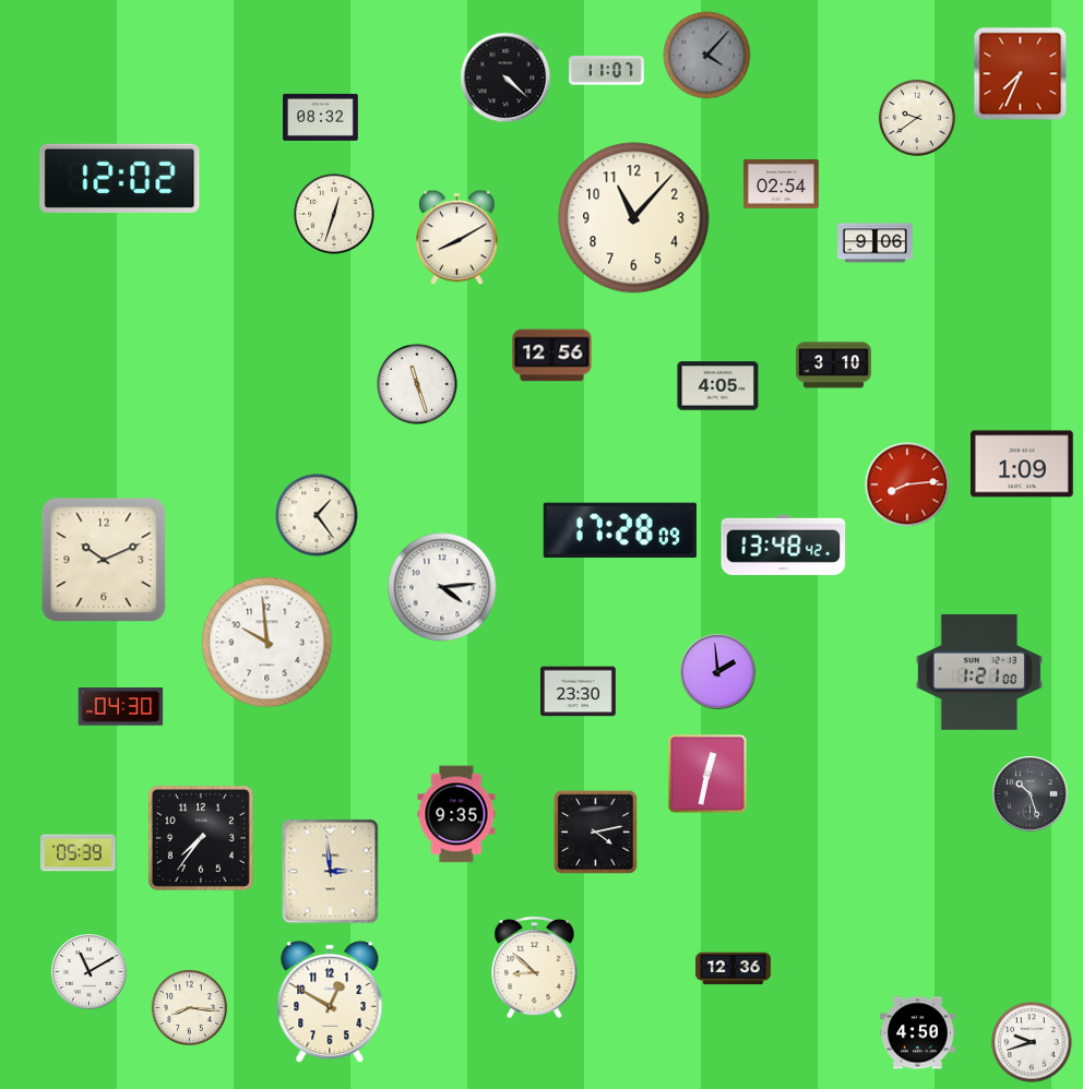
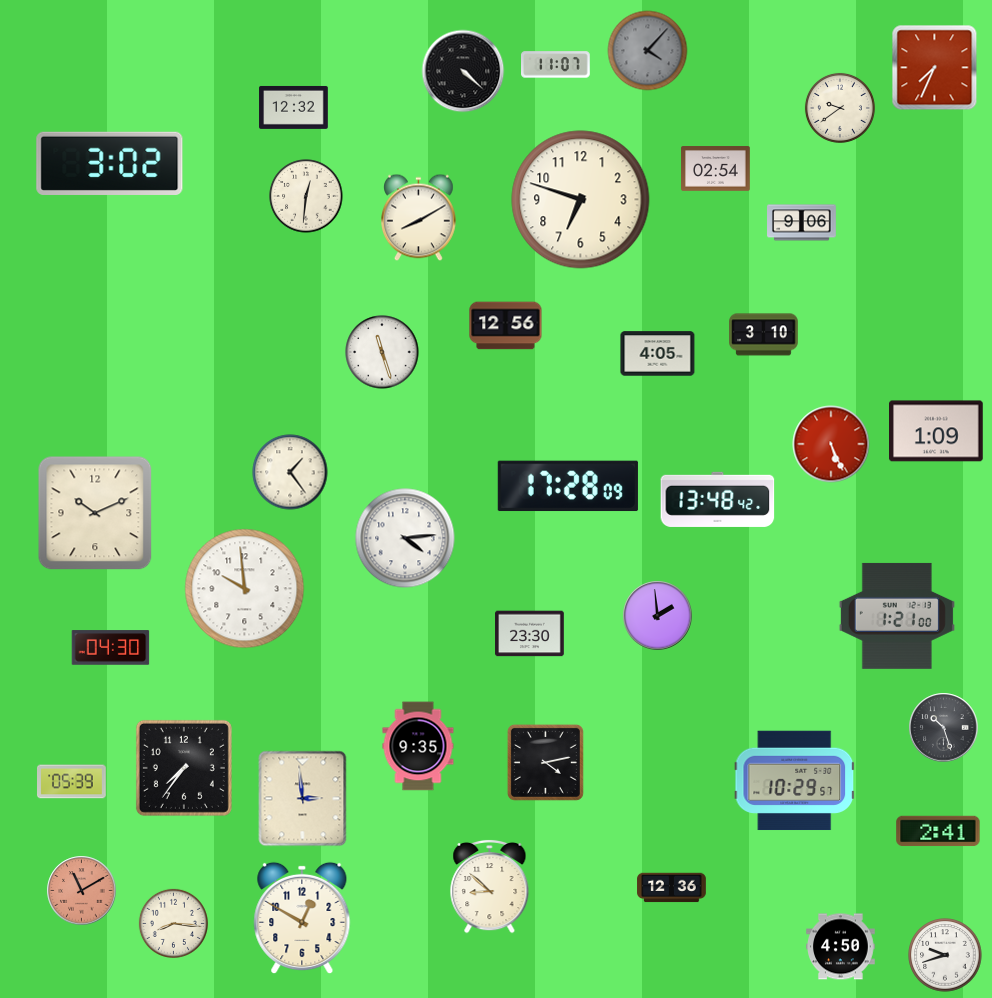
clock at (321, 117): 08:32 -> 12:32
clock at (120, 178): 12:02 -> 3:02
clock at (334, 214): 12:33 -> 12:31
clock at (634, 218): 11:07 -> 6:48
clock at (1023, 464) position: (1023, 464) -> (937, 431)
clock at (907, 484): 8:14 -> 5:26
clock at (709, 775): 12:32 -> none
clock at (795, 781): none -> 10:29
clock at (938, 831): none -> 2:41
clock at (90, 972) dial: white -> salmon
